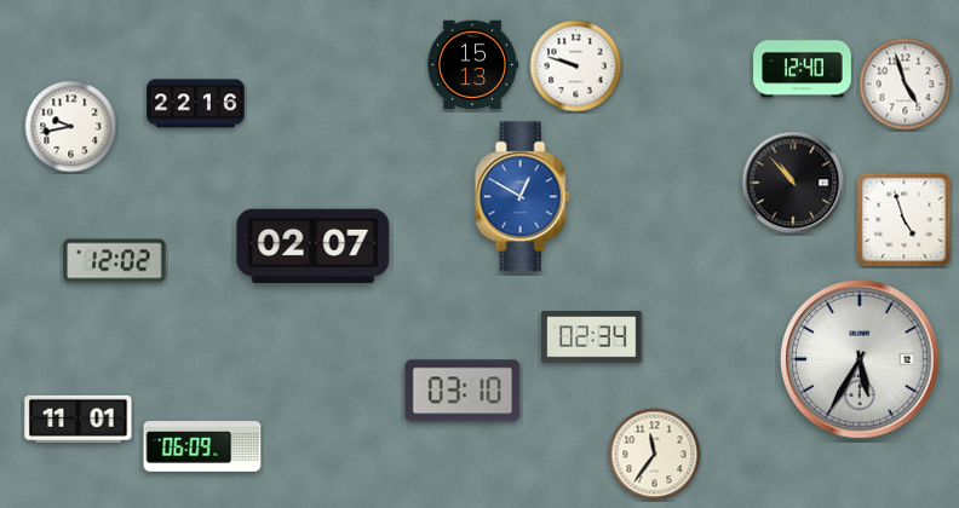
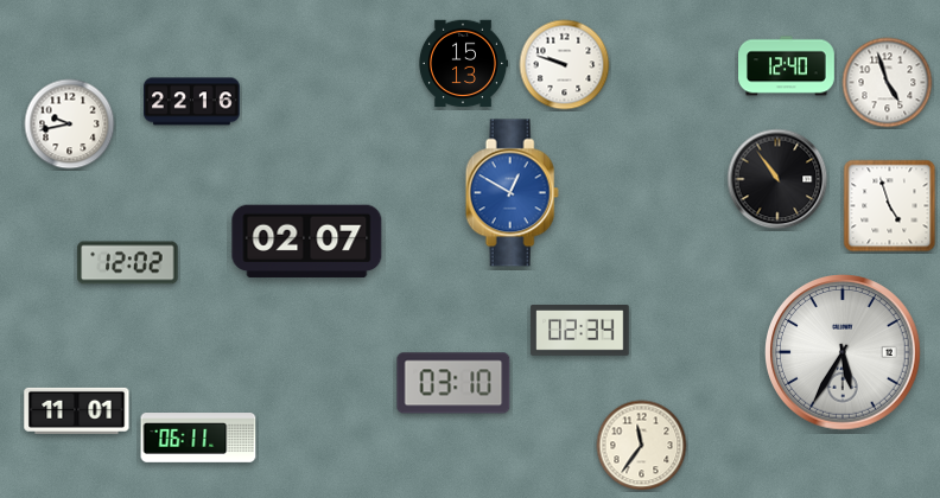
clock at (793, 183): 10:53 -> 10:54
clock at (905, 220) position: (905, 220) -> (890, 206)
clock at (115, 261) position: (115, 261) -> (128, 263)
clock at (202, 446): 06:09 -> 06:11
